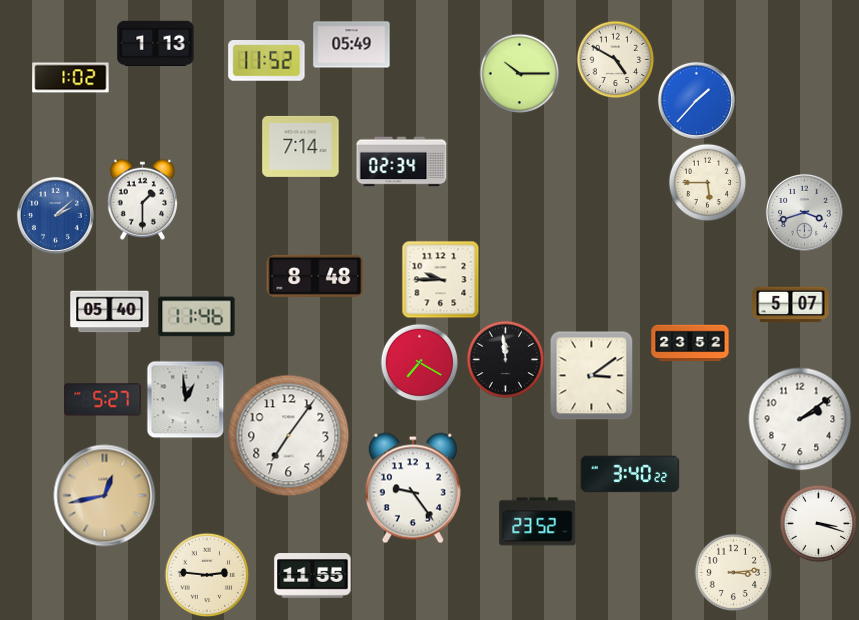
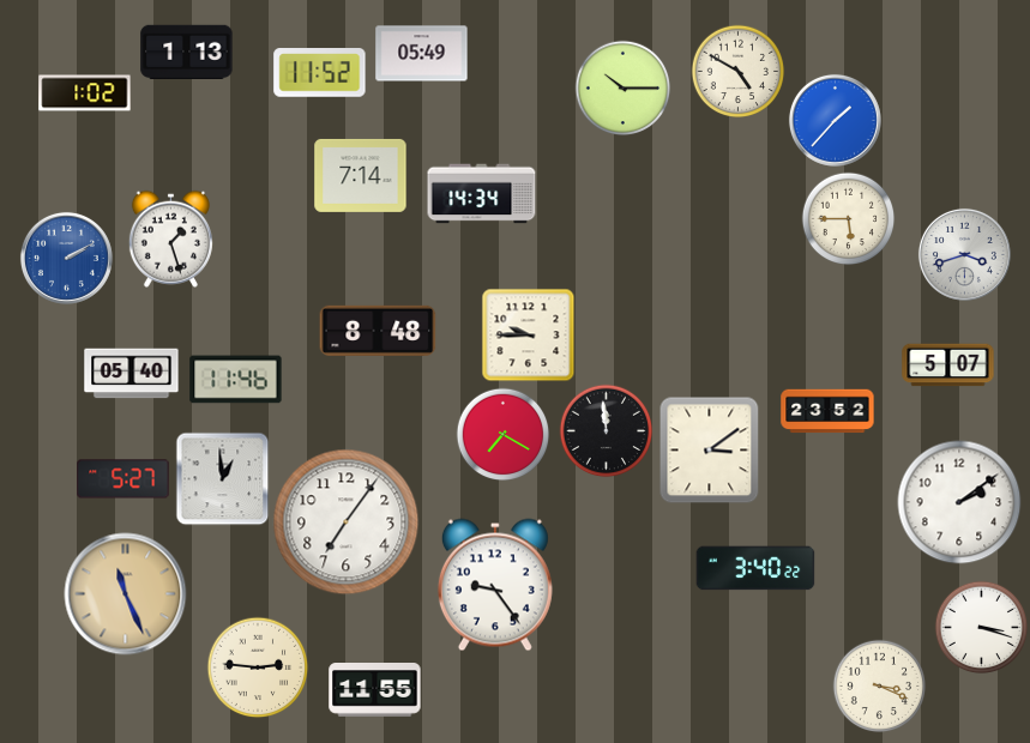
clock at (402, 162): 02:34 -> 14:34
clock at (142, 199): 1:30 -> 1:27
clock at (55, 215): 2:08 -> 2:10
clock at (105, 496): 12:43 -> 11:26
clock at (538, 522): 23:52 -> none
clock at (733, 572): 3:14 -> 3:19
clock at (207, 575) position: (207, 575) -> (258, 668)
